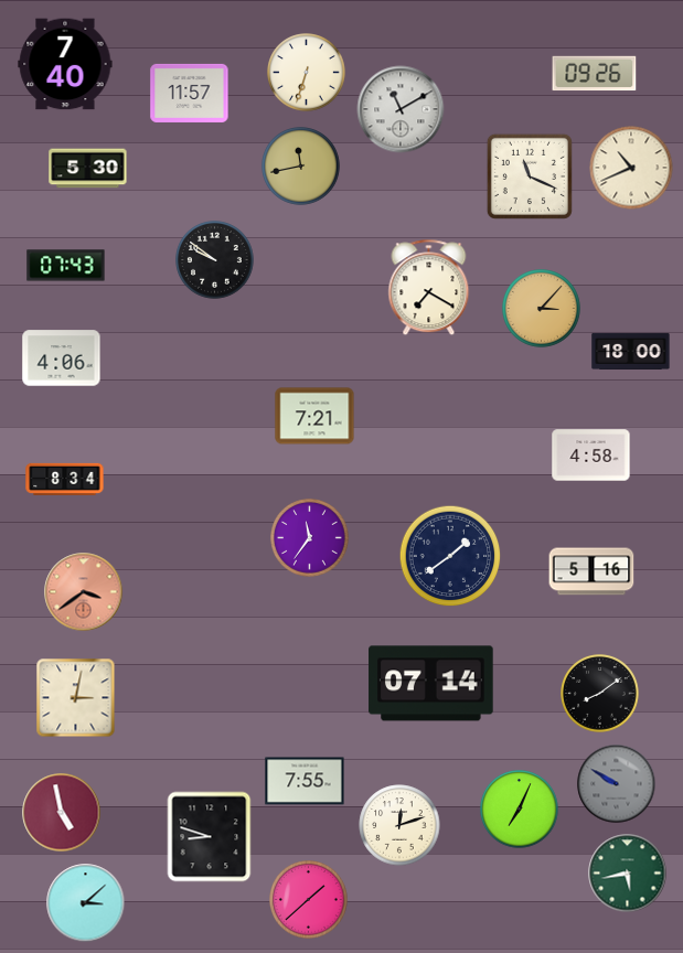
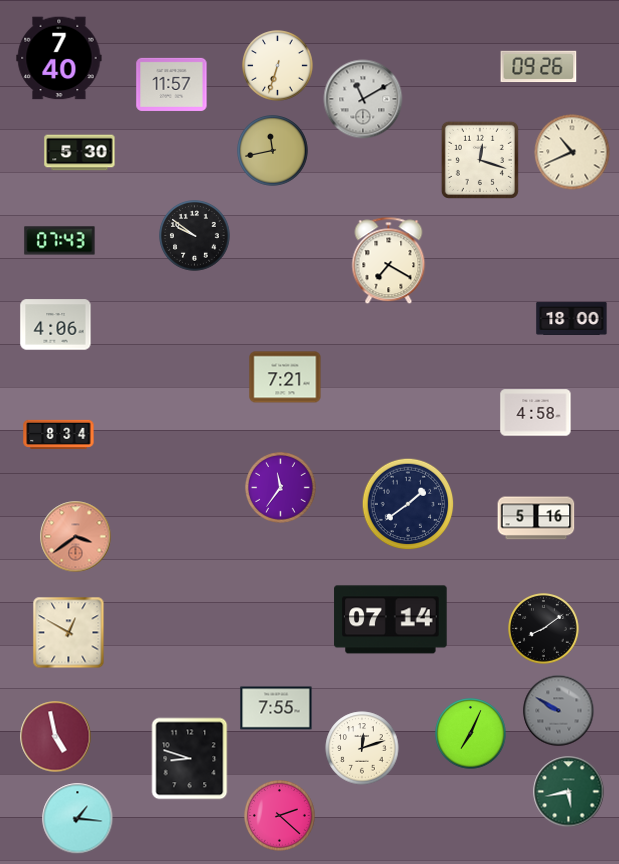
clock at (530, 176): 11:19 -> 12:18
clock at (542, 309): 3:07 -> none
clock at (76, 698): 3:02 -> 12:50
clock at (309, 900): 1:38 -> 2:22
clock at (86, 903): 3:08 -> 1:16
